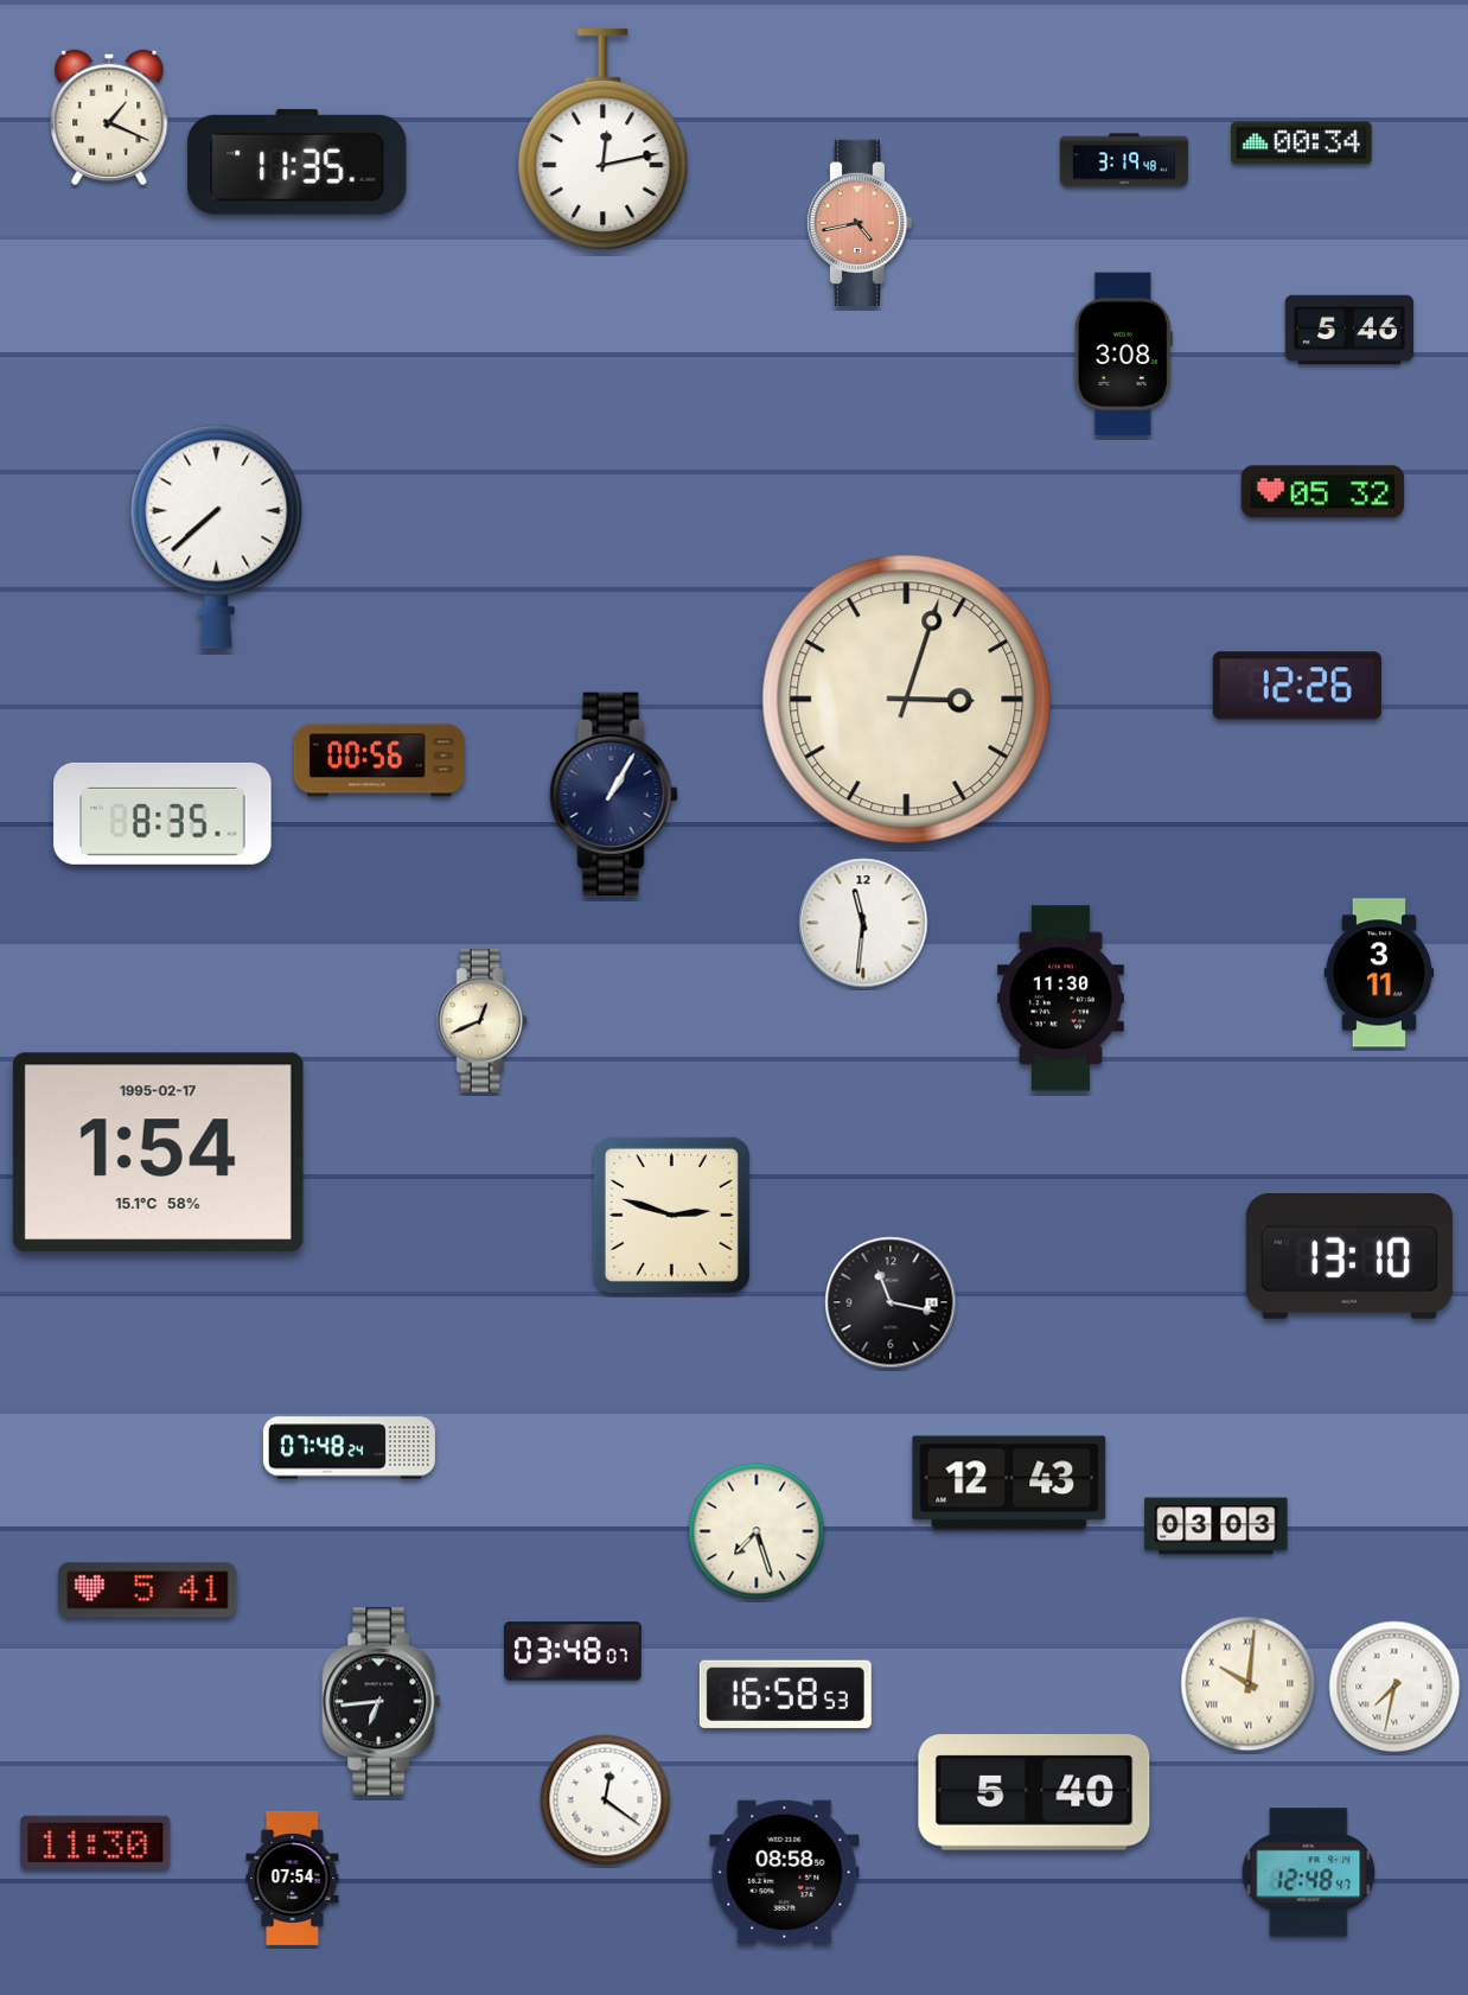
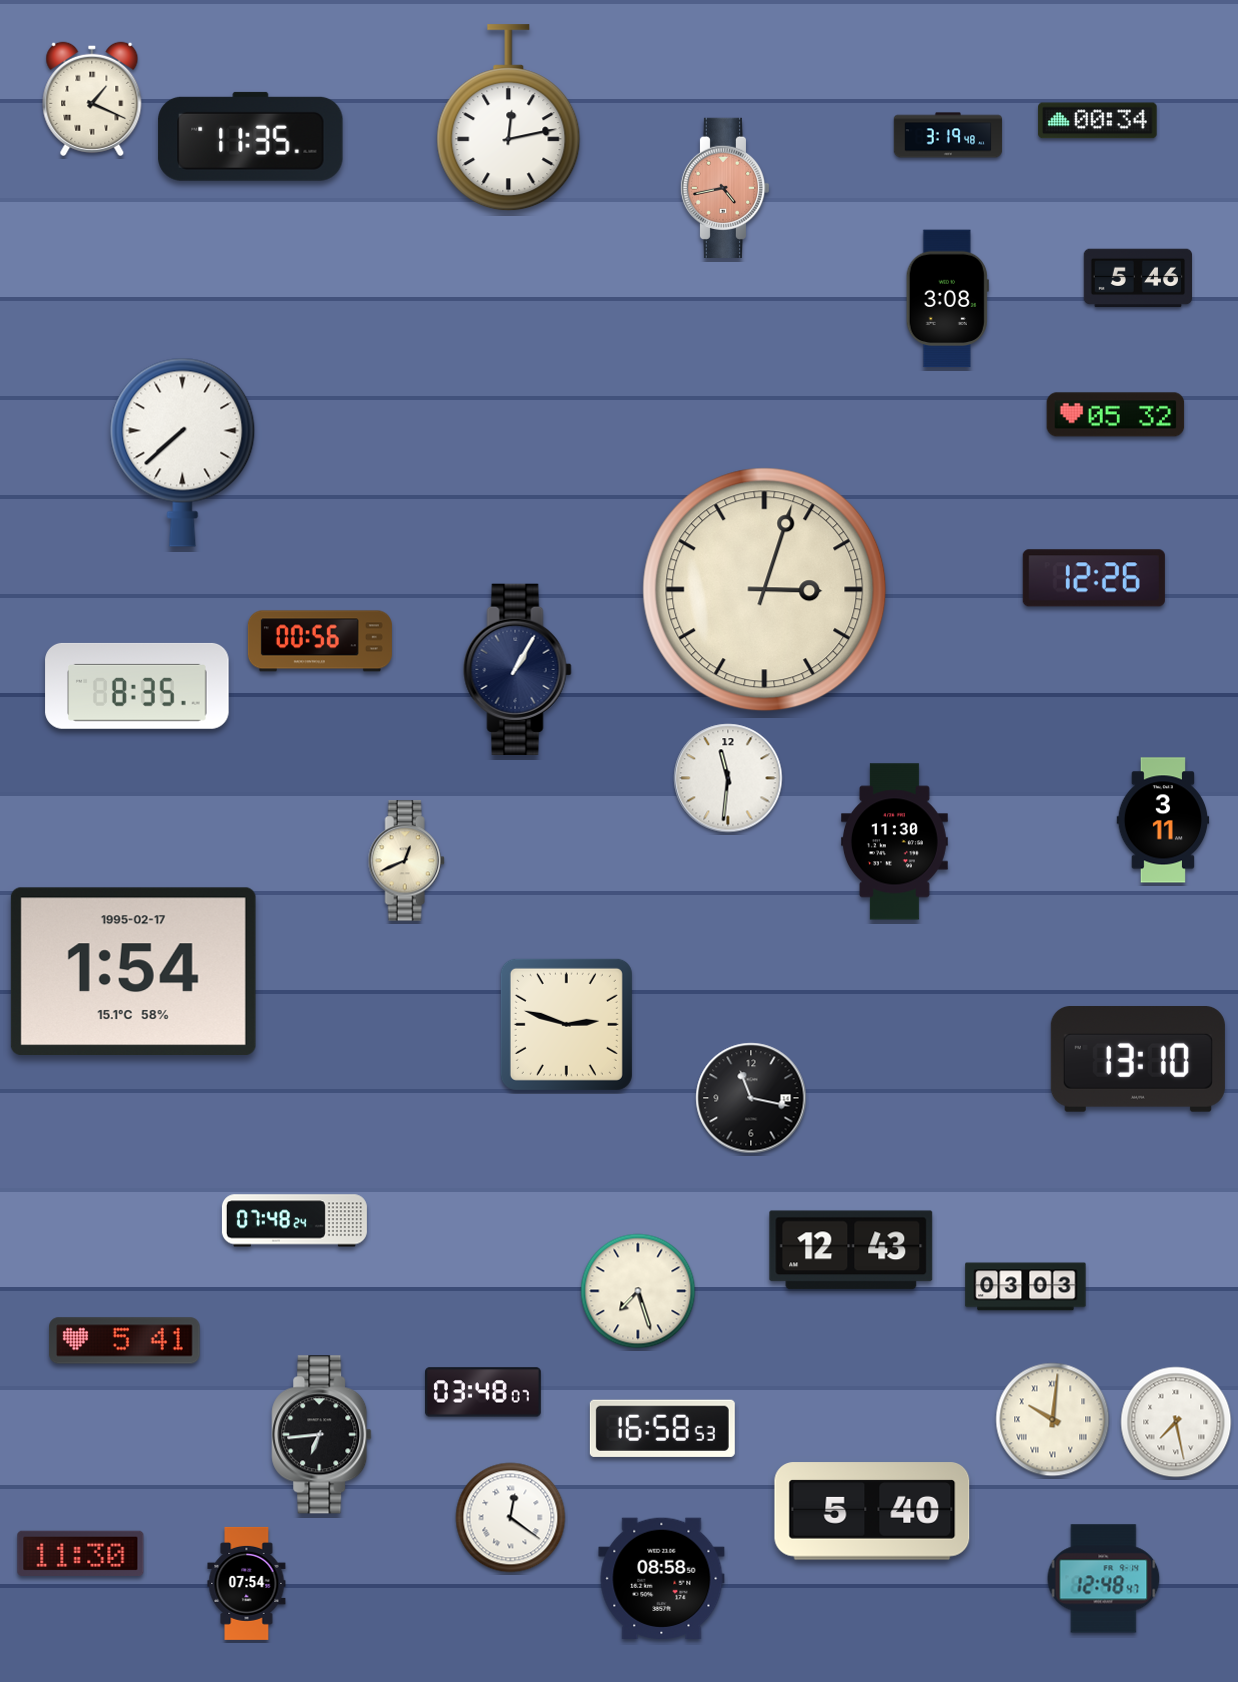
clock at (1394, 1687): 7:32 -> 7:28
